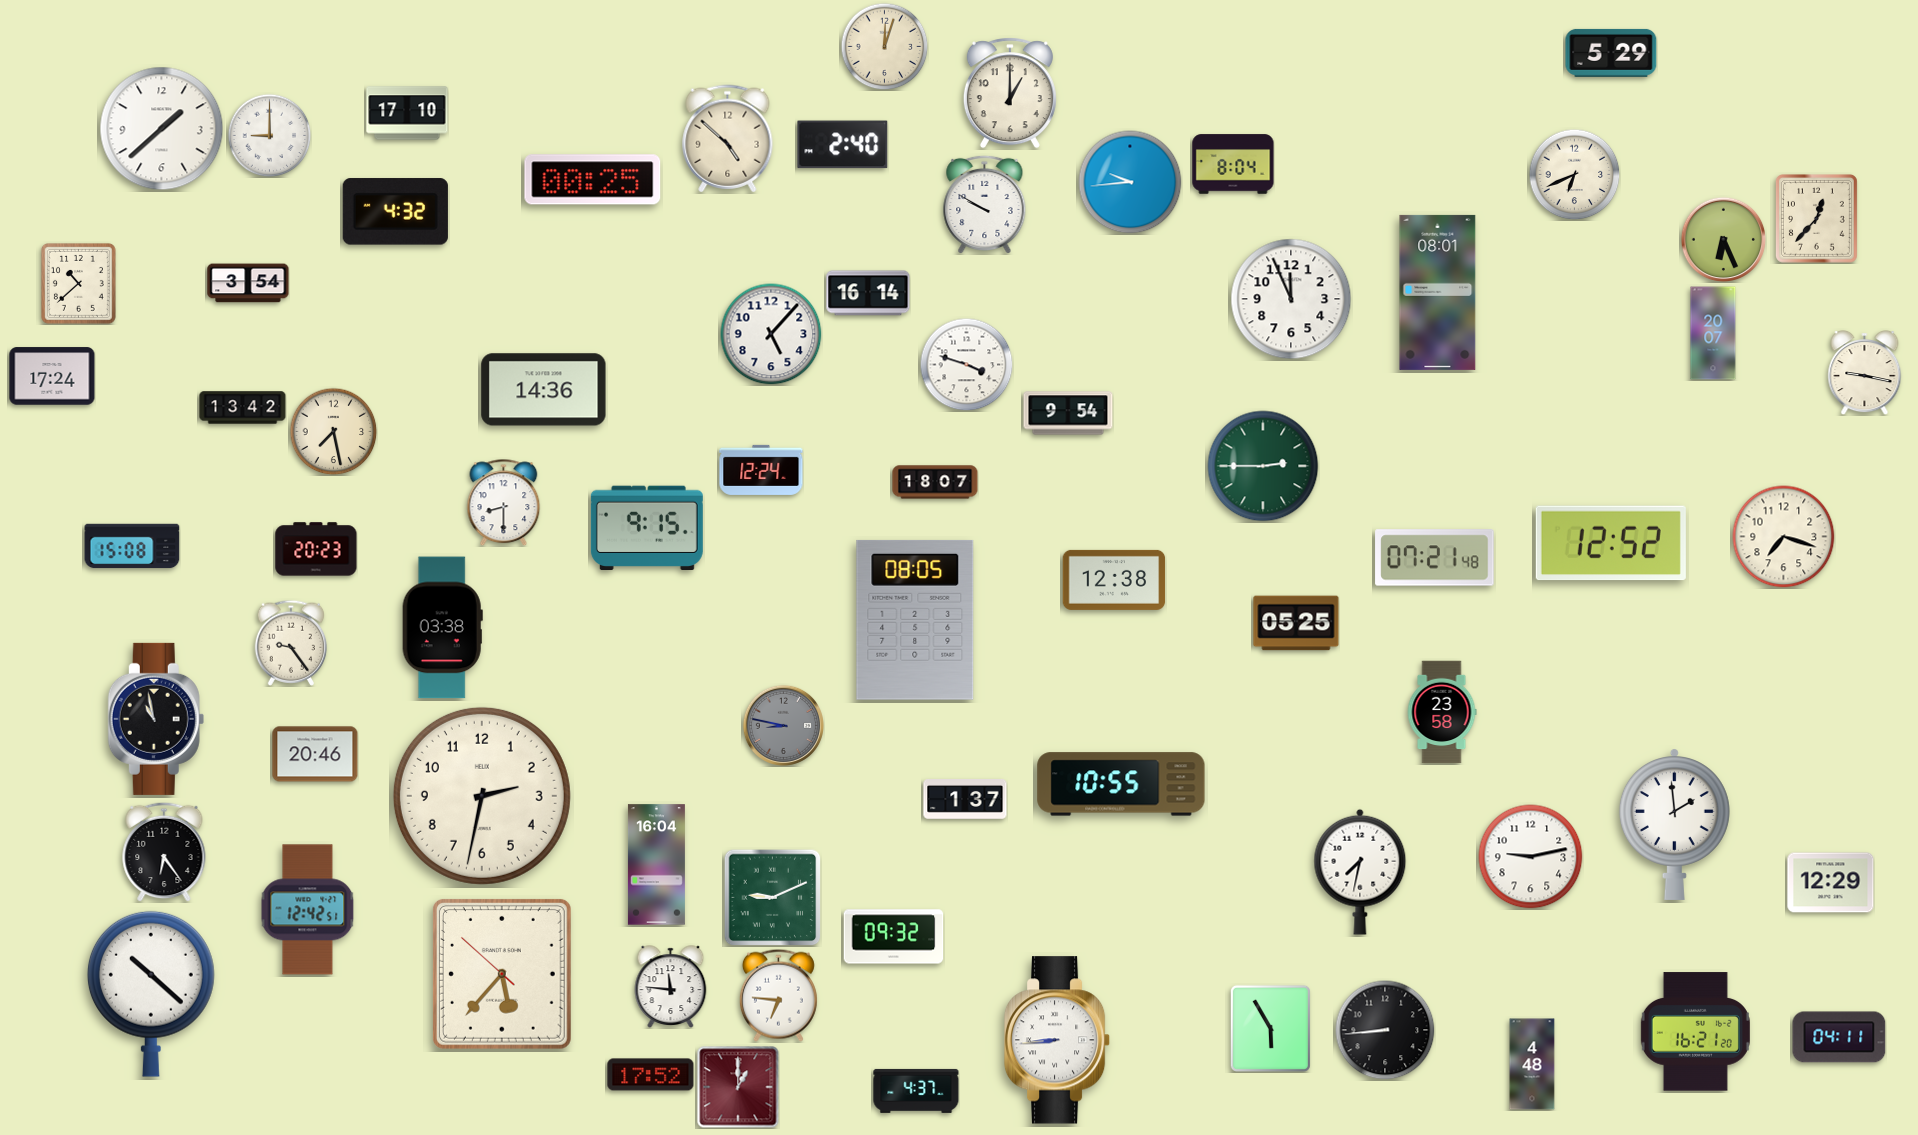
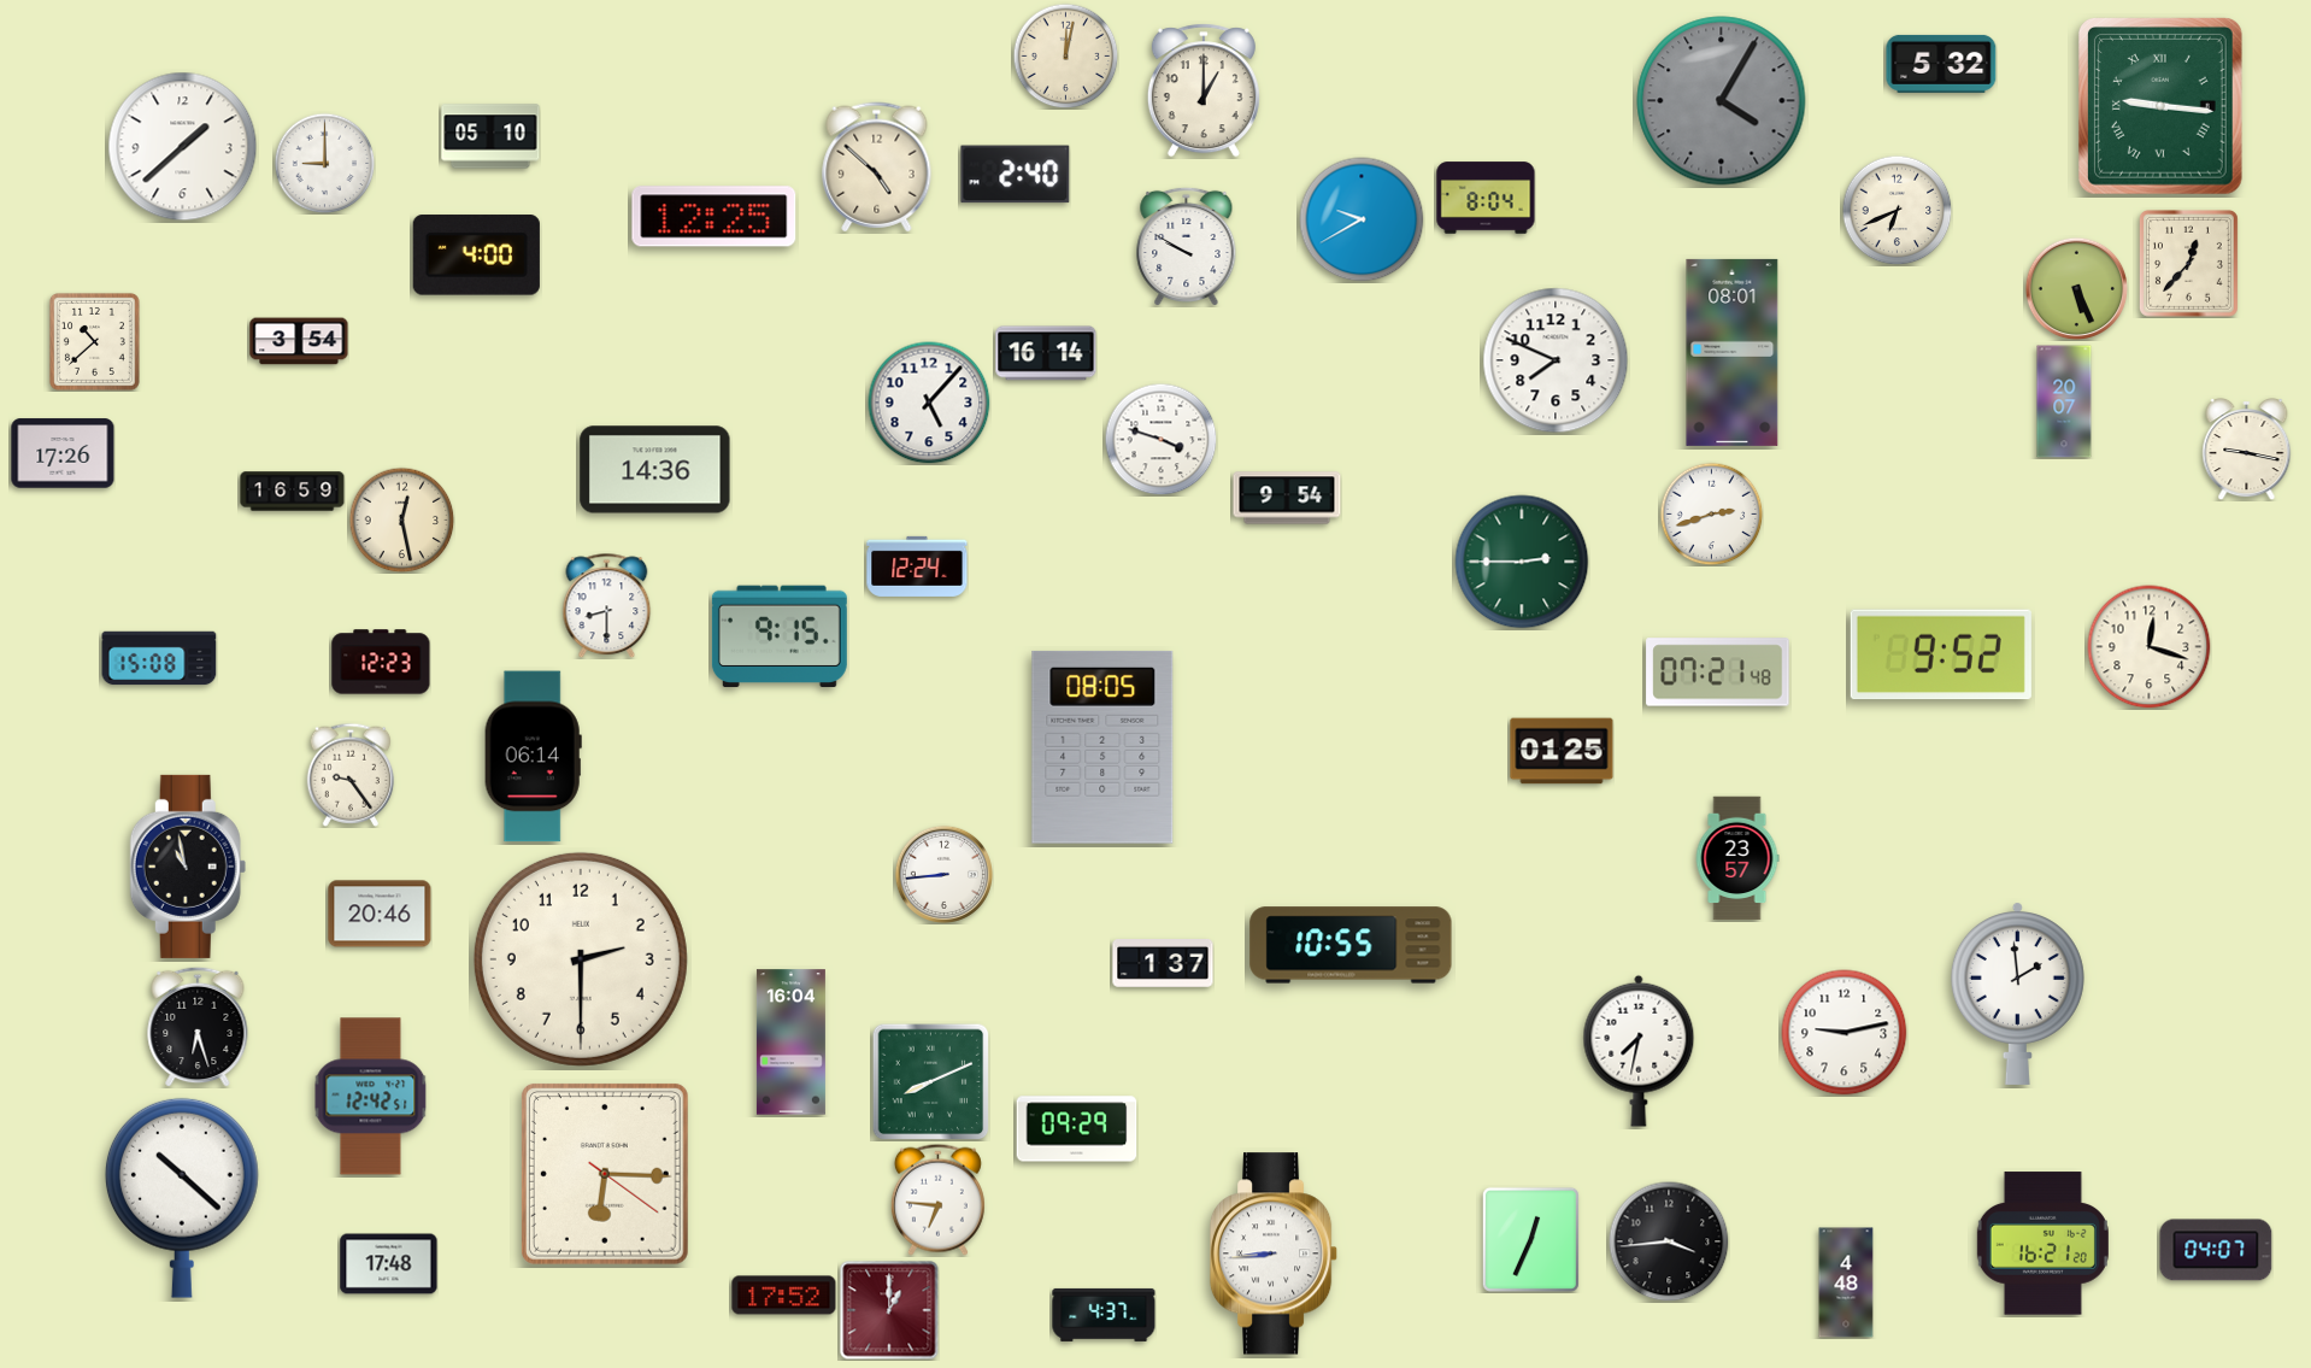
clock at (884, 46): 12:03 -> 12:02
clock at (1611, 53): 5:29 -> 5:32
clock at (1722, 101): none -> 4:05
clock at (2160, 106): none -> 9:16
clock at (1010, 93) position: (1010, 93) -> (1204, 90)
clock at (407, 113): 17:10 -> 05:10
clock at (162, 129) position: (162, 129) -> (183, 147)
clock at (593, 180): 00:25 -> 12:25
clock at (1130, 182): 9:44 -> 9:40
clock at (395, 212): 4:32 -> 4:00
clock at (1723, 239): 6:26 -> 5:26
clock at (1291, 299): 11:56 -> 7:49
clock at (966, 364) position: (966, 364) -> (1160, 439)
clock at (52, 376): 17:24 -> 17:26
clock at (243, 408): 13:42 -> 16:59
clock at (1711, 513): none -> 2:42
clock at (333, 431): 7:28 -> 12:28
clock at (935, 482): 18:07 -> none
clock at (1784, 537): 7:18 -> 12:18
clock at (1611, 543): 12:52 -> 9:52
clock at (316, 549): 20:23 -> 12:23
clock at (1435, 558) position: (1435, 558) -> (1718, 673)
clock at (1114, 580): 12:38 -> none
clock at (1296, 623): 05:25 -> 01:25
clock at (442, 628): 03:38 -> 06:14
clock at (1442, 712): 23:58 -> 23:57
clock at (783, 725): 8:47 -> 8:44
clock at (783, 725) dial: grey -> white
clock at (315, 754) position: (315, 754) -> (380, 914)
clock at (482, 796): 2:32 -> 2:30
clock at (164, 852): 6:24 -> 6:27
clock at (1831, 883): 12:29 -> none
clock at (772, 897): 9:11 -> 8:11
clock at (894, 937): 09:32 -> 09:29
clock at (502, 974): 5:36 -> 6:15
clock at (671, 986): 11:46 -> none
clock at (1270, 1028): 5:55 -> 12:34
clock at (1385, 1030): 8:44 -> 3:44
clock at (1839, 1037): 04:11 -> 04:07
clock at (389, 1264): none -> 17:48
